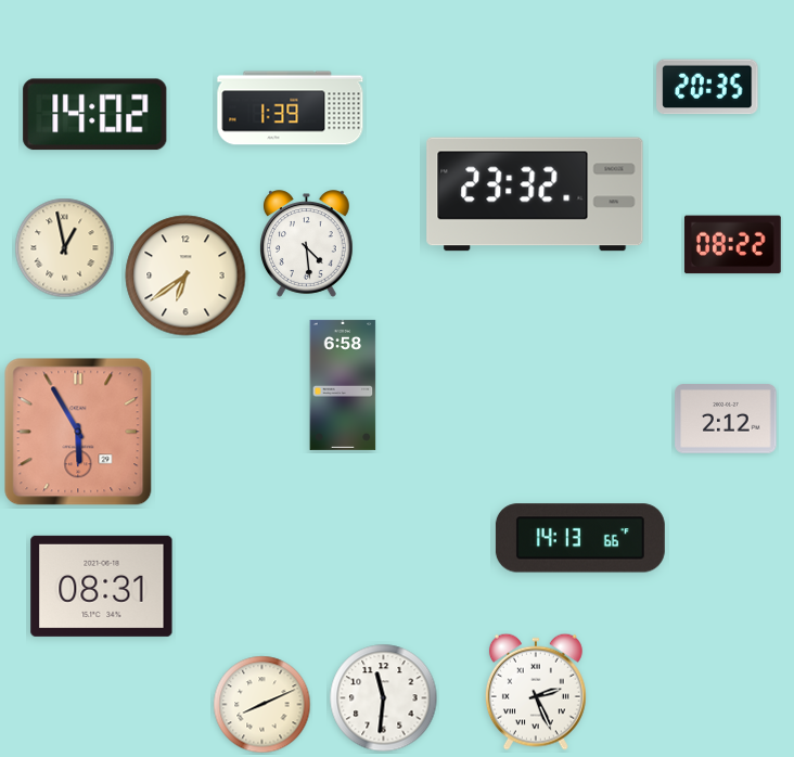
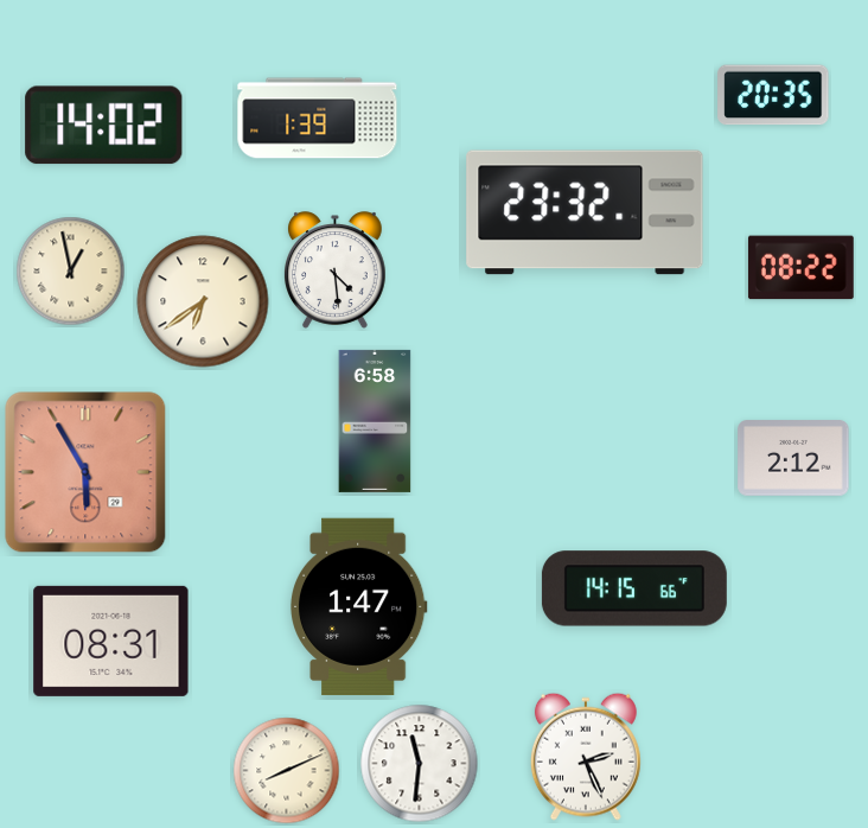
clock at (307, 244) position: (307, 244) -> (336, 270)
clock at (580, 538): 14:13 -> 14:15
clock at (358, 606): none -> 1:47
